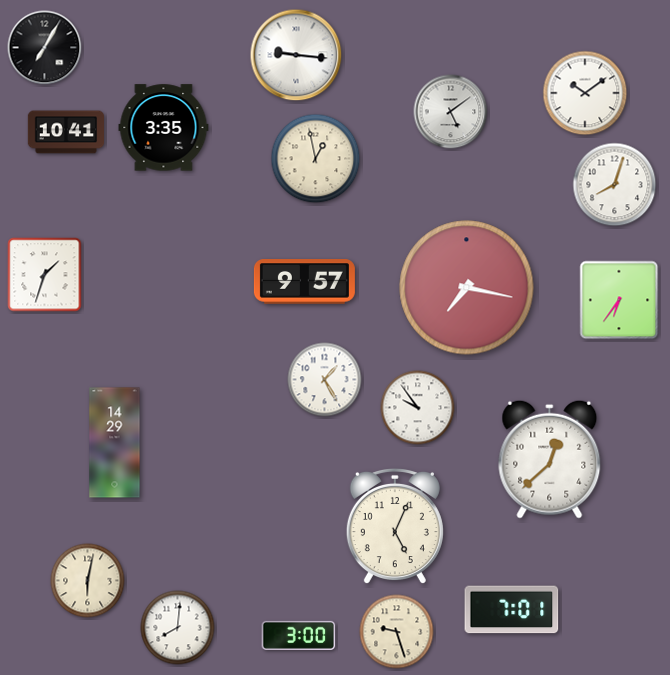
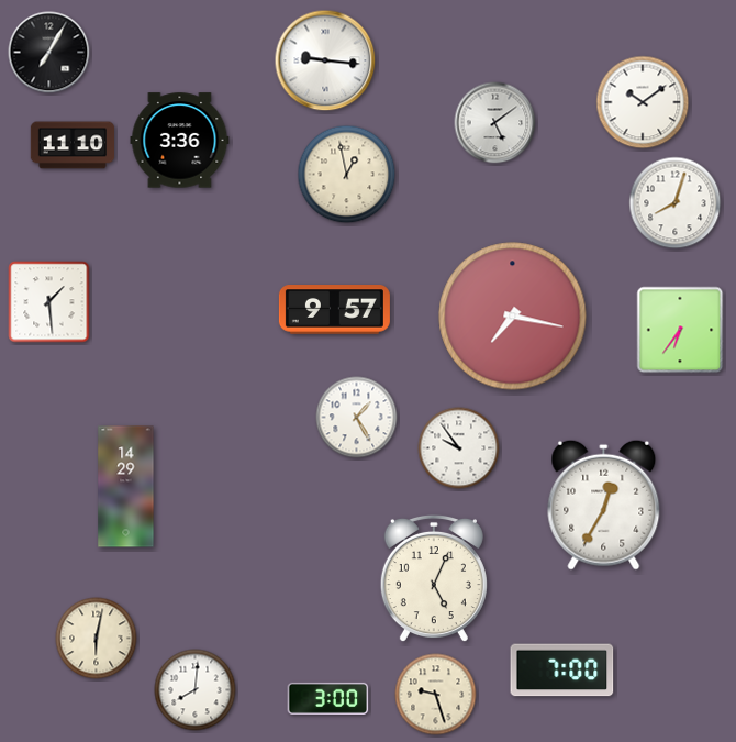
clock at (164, 128): 3:35 -> 3:36
clock at (66, 132): 10:41 -> 11:10
clock at (45, 275): 1:33 -> 1:29
clock at (550, 459): 12:38 -> 12:35
clock at (512, 610): 7:01 -> 7:00
